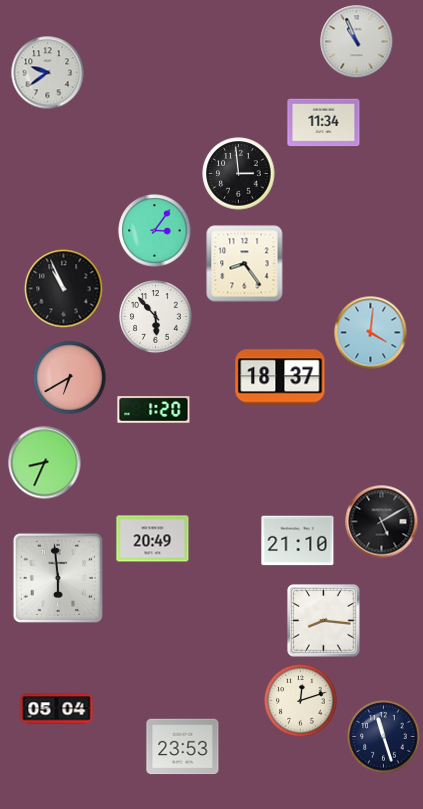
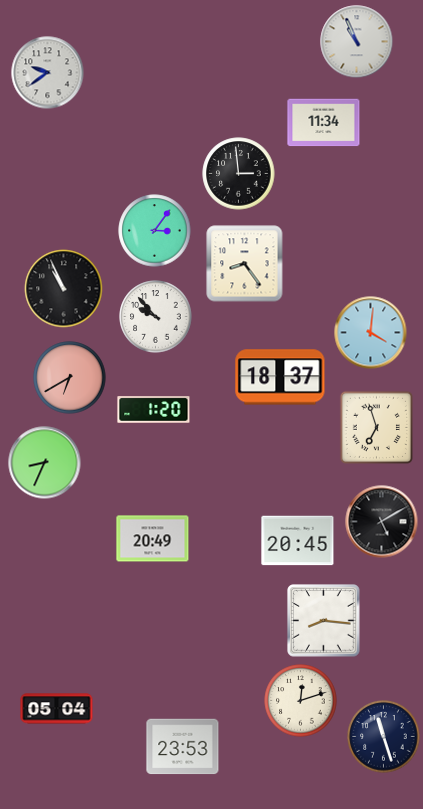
clock at (156, 317): 5:53 -> 9:53
clock at (376, 427): none -> 6:57
clock at (298, 541): 21:10 -> 20:45
clock at (58, 578): 5:59 -> none
